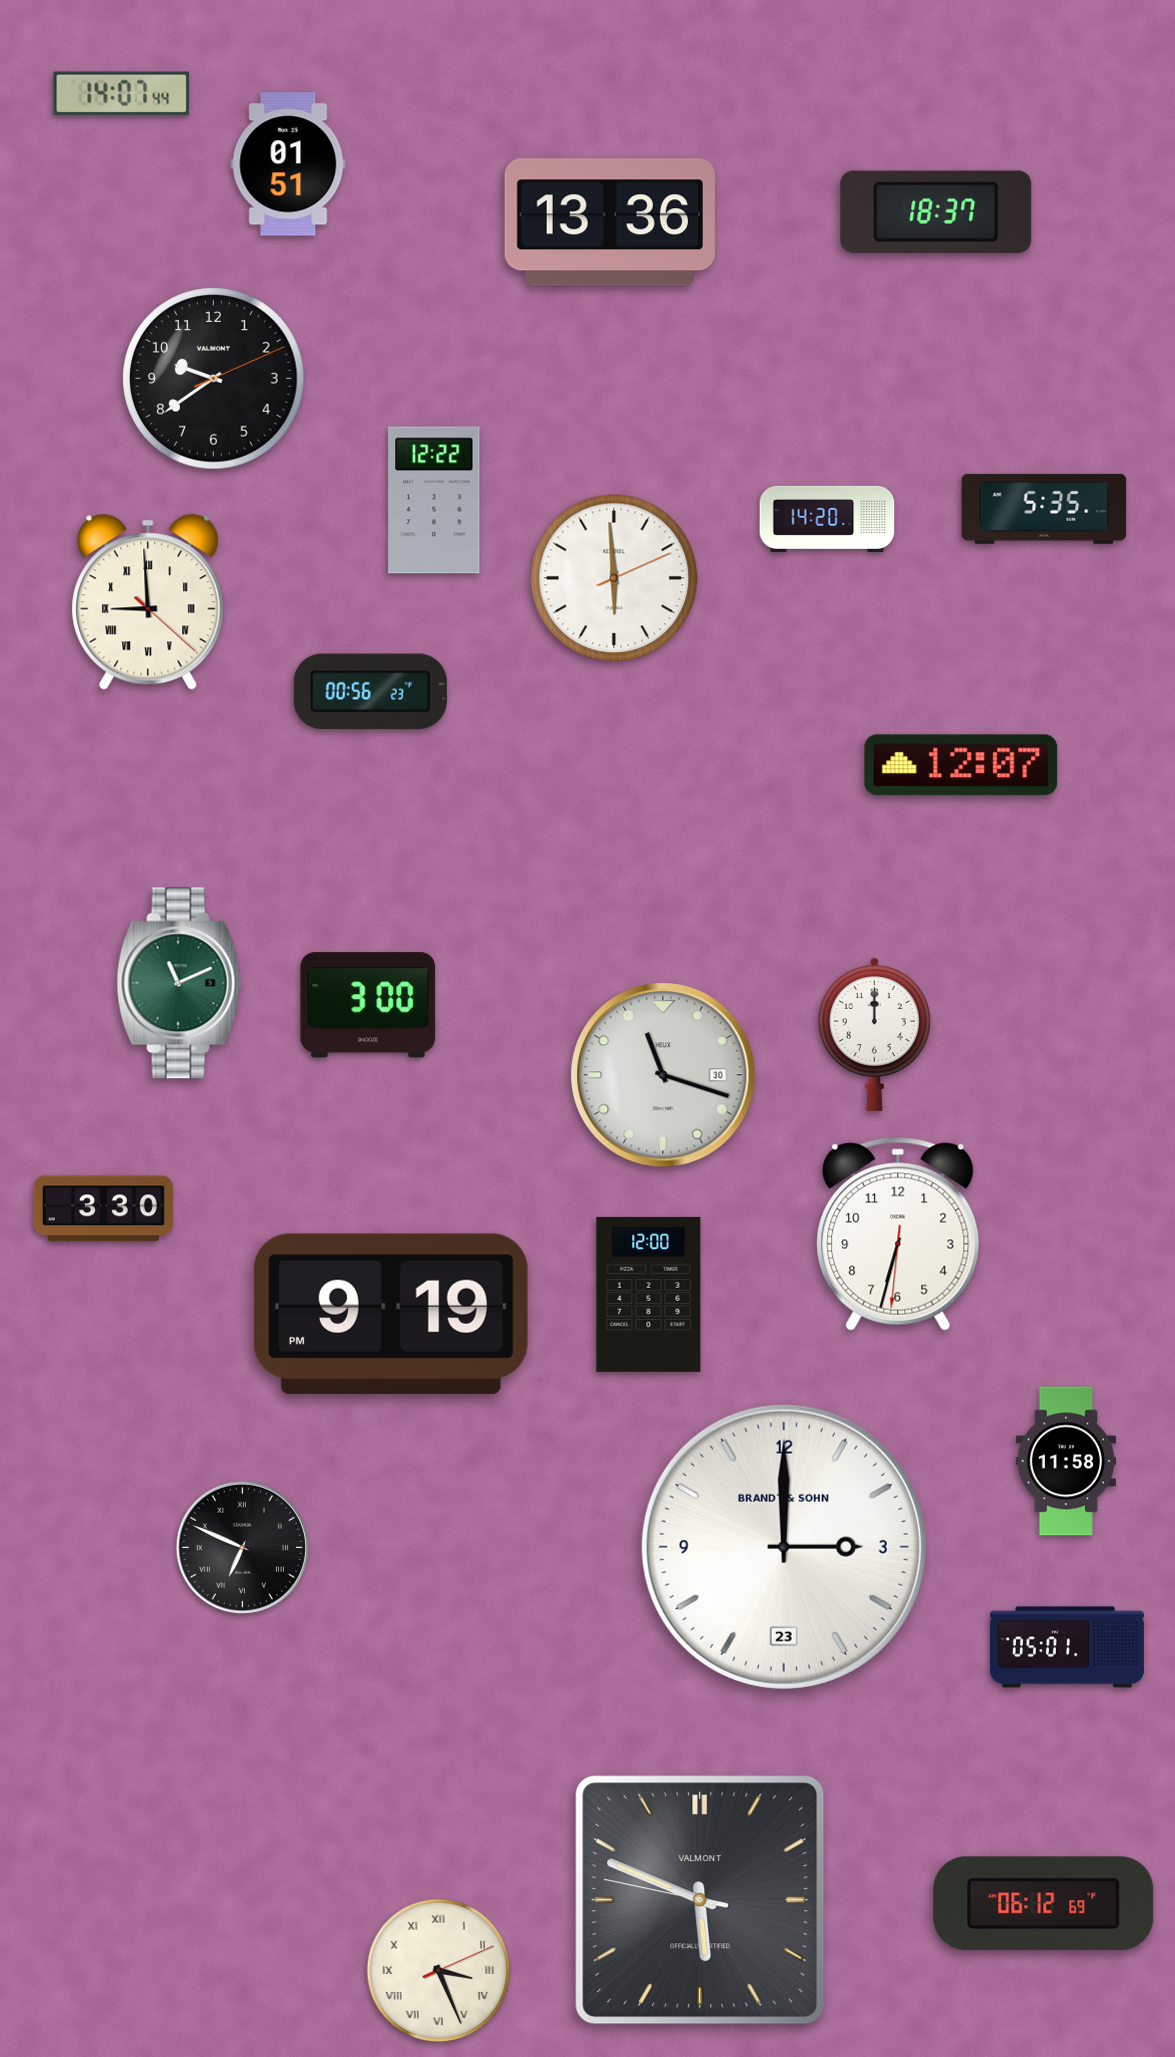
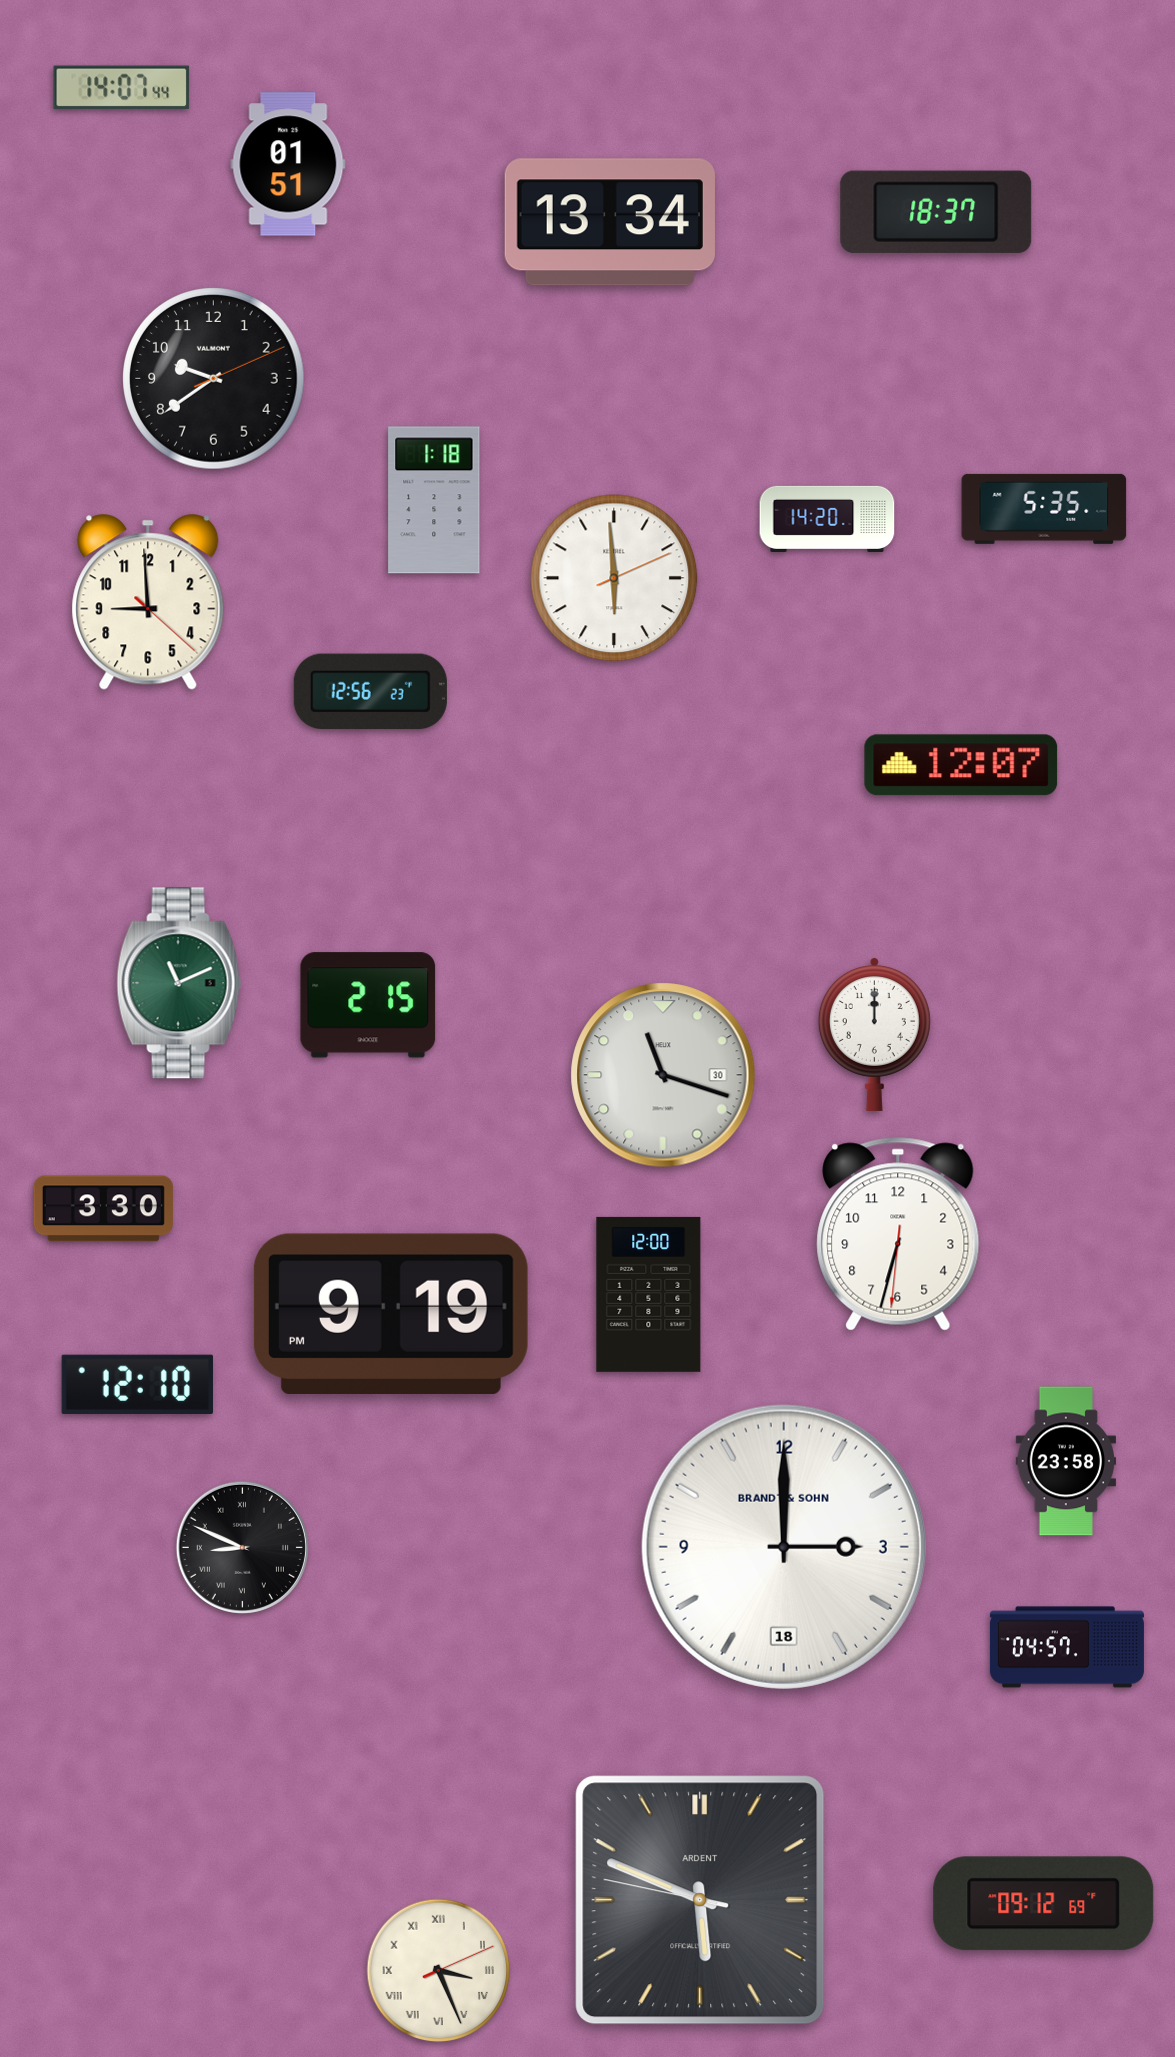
clock at (122, 94) position: (122, 94) -> (122, 88)
clock at (610, 222): 13:36 -> 13:34
clock at (434, 500): 12:22 -> 1:18
clock at (148, 602) numerals: Roman -> Arabic
clock at (370, 692): 00:56 -> 12:56
clock at (368, 1005): 3:00 -> 2:15
clock at (137, 1384): none -> 12:10
clock at (1065, 1461): 11:58 -> 23:58
clock at (242, 1547): 6:49 -> 8:49
clock at (784, 1547) date: 23 -> 18
clock at (1067, 1647): 05:01 -> 04:57
clock at (700, 1900) brand: VALMONT -> ARDENT
clock at (1044, 1904): 06:12 -> 09:12
